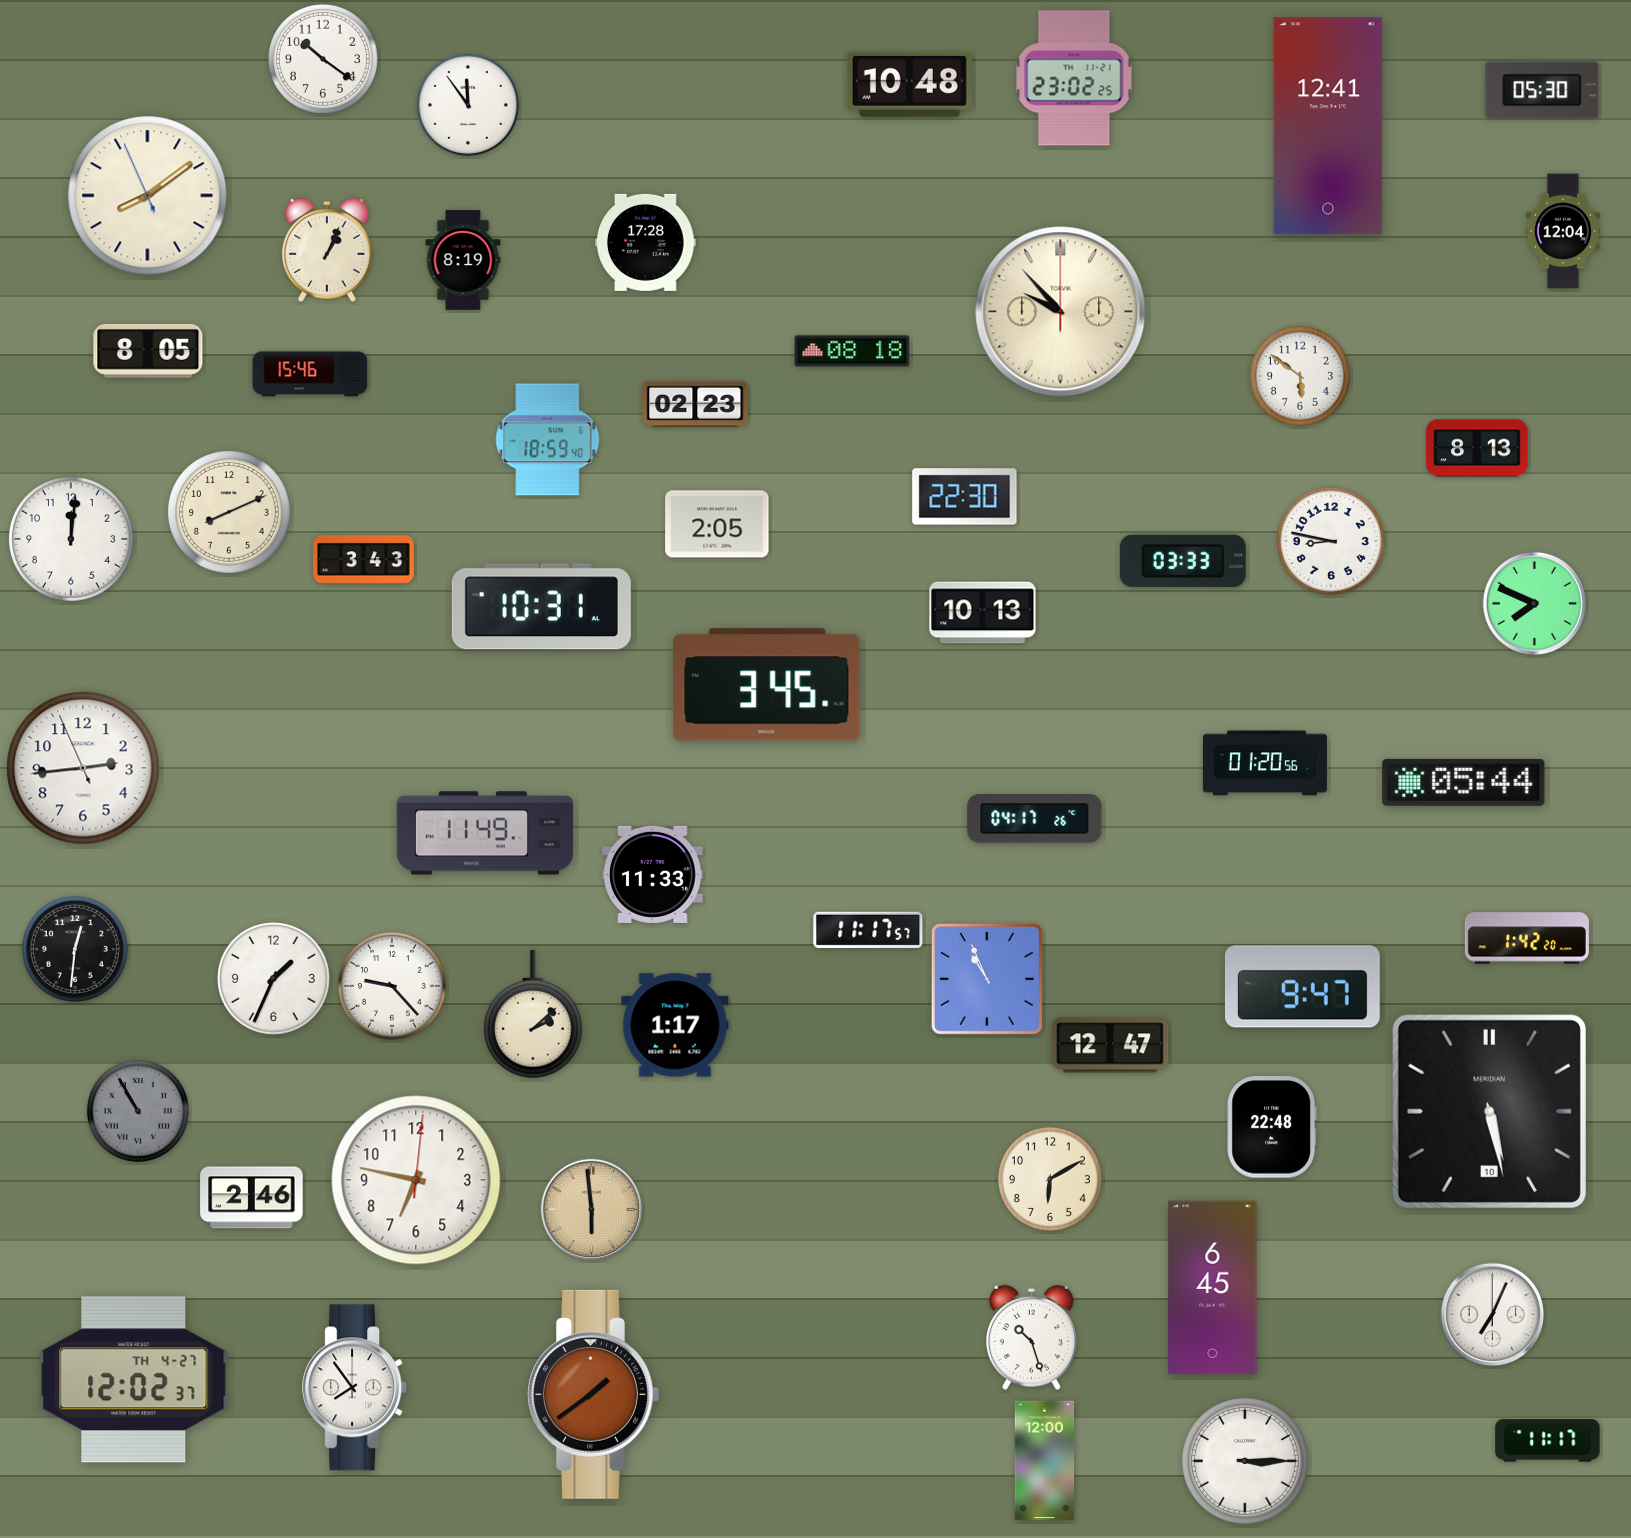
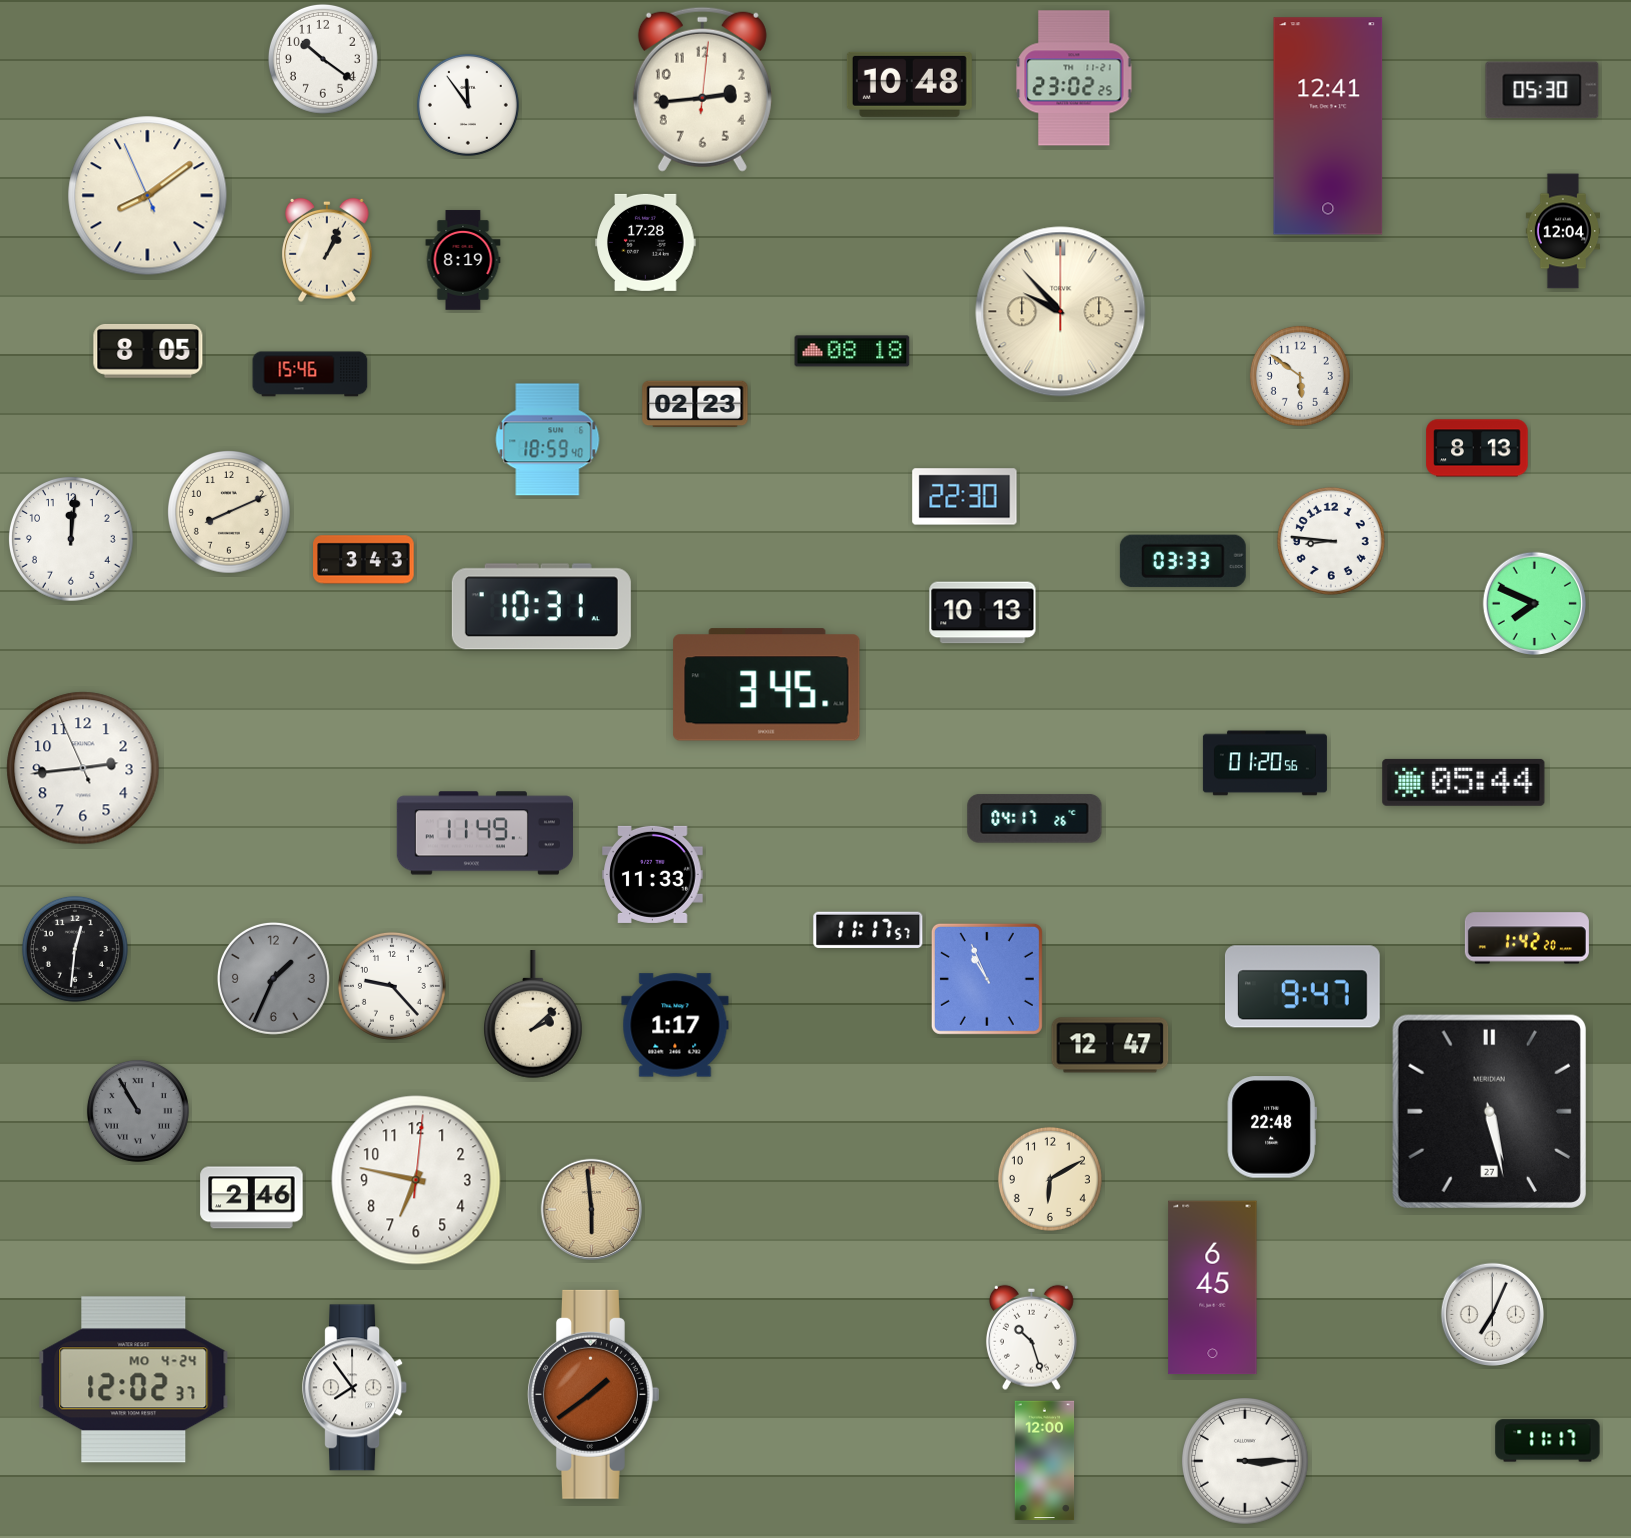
clock at (702, 89): none -> 2:44
clock at (717, 524): 2:05 -> none
clock at (1331, 541): 8:47 -> 8:46
clock at (273, 978) dial: white -> grey
clock at (1489, 1111) date: 10 -> 27
clock at (134, 1380) date: TH 4-27 -> MO 4-24
